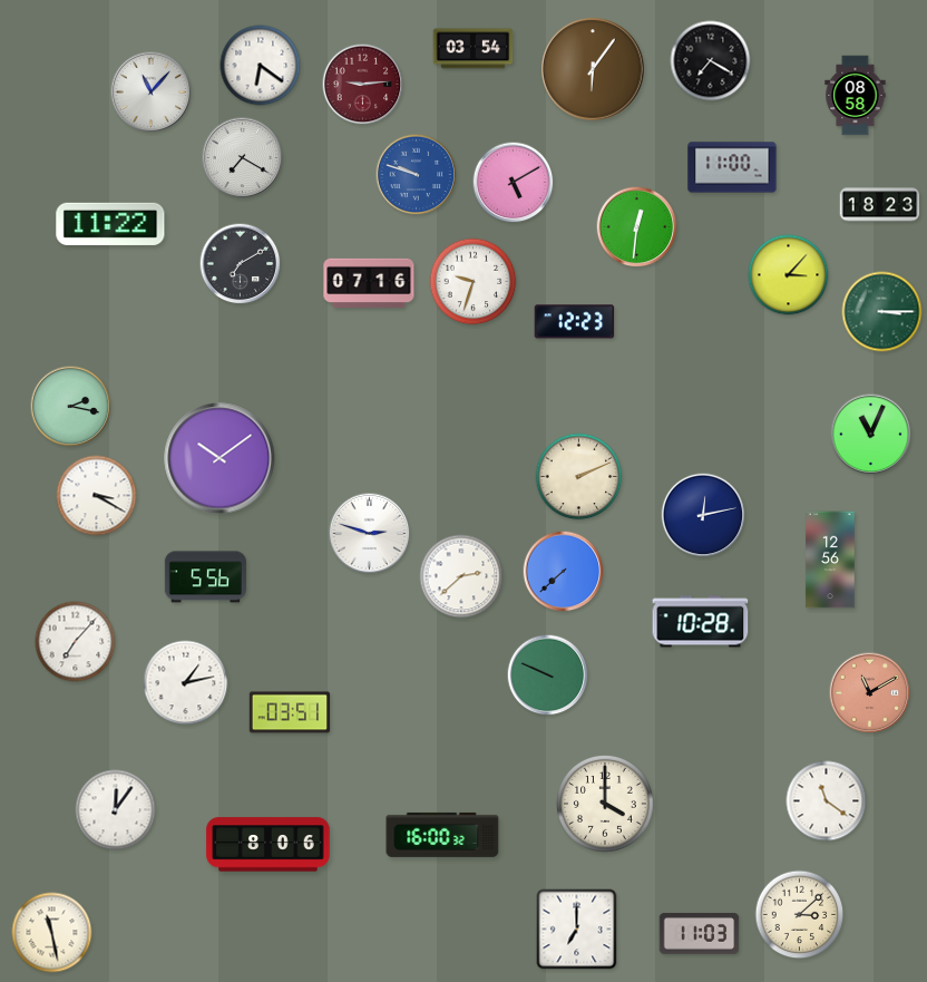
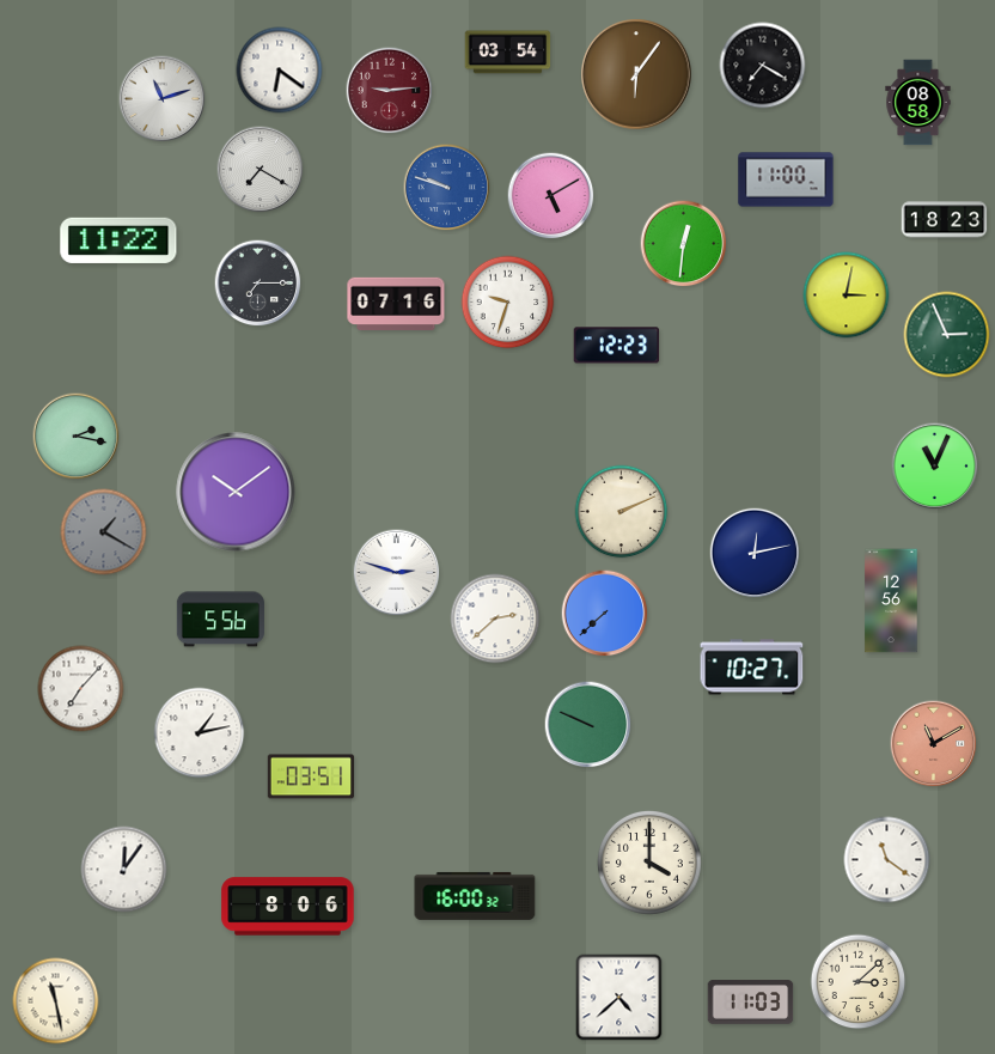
clock at (152, 93): 11:07 -> 11:12
clock at (241, 264): 7:10 -> 7:15
clock at (789, 275): 3:07 -> 3:02
clock at (882, 312): 3:15 -> 2:56
clock at (97, 496): 3:20 -> 1:20
clock at (97, 496) dial: white -> grey
clock at (701, 622): 10:28 -> 10:27
clock at (290, 712) position: (290, 712) -> (311, 776)
clock at (577, 930): 7:00 -> 4:38
